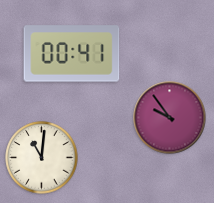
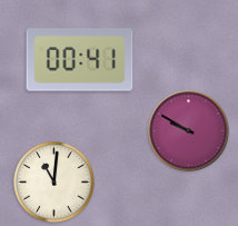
clock at (170, 118): 9:54 -> 9:50
clock at (42, 158) position: (42, 158) -> (54, 183)
